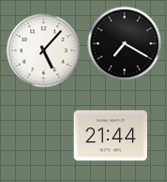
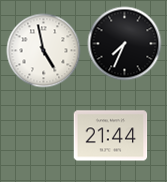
clock at (125, 44): 7:20 -> 7:34
clock at (44, 51): 5:07 -> 4:58
